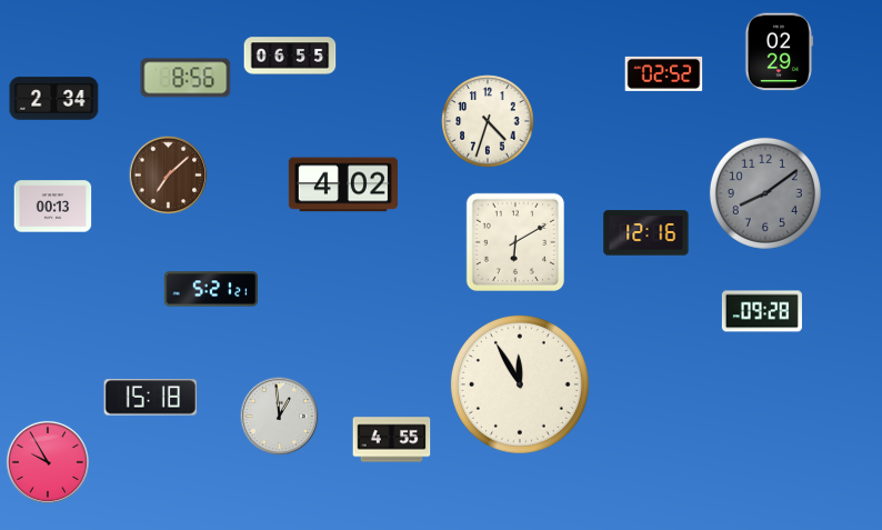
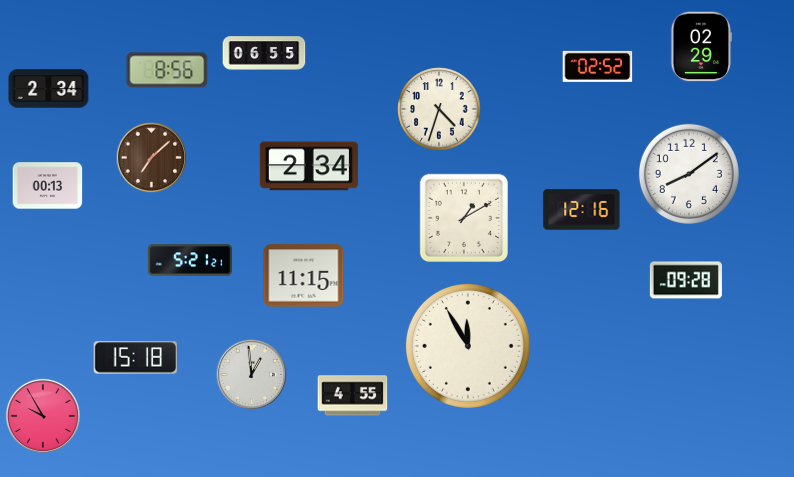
clock at (290, 56) position: (290, 56) -> (264, 53)
clock at (343, 184): 4:02 -> 2:34
clock at (765, 193) dial: grey -> white
clock at (514, 241): 6:10 -> 1:10
clock at (304, 276): none -> 11:15
